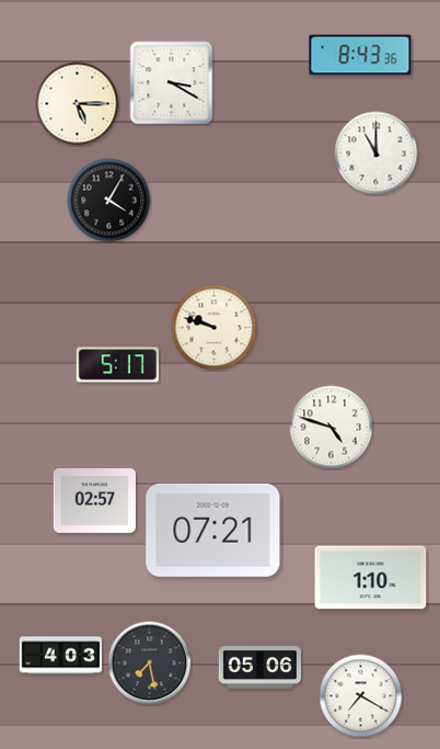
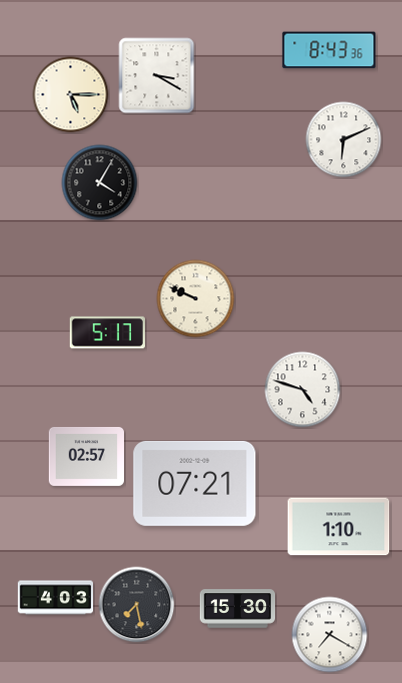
clock at (377, 154): 11:00 -> 6:11
clock at (215, 328): 9:48 -> 9:49
clock at (260, 668): 05:06 -> 15:30
